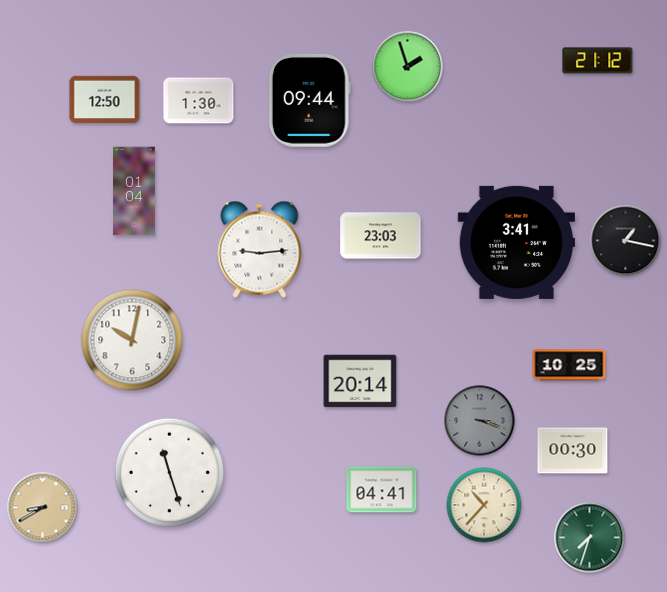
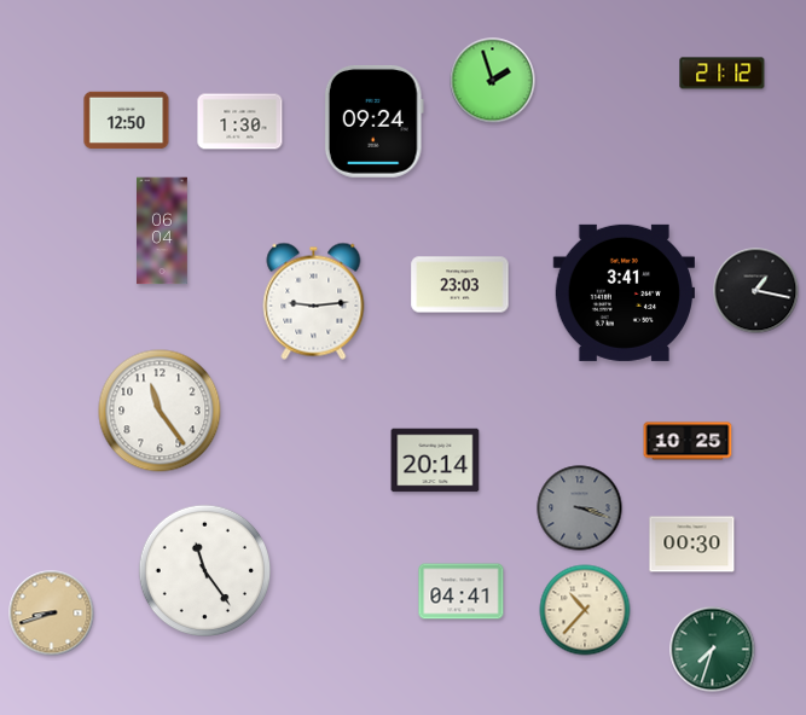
clock at (309, 100): 09:44 -> 09:24
clock at (134, 191): 01:04 -> 06:04
clock at (132, 340): 10:02 -> 11:24
clock at (170, 473): 11:27 -> 11:24
clock at (43, 508): 8:40 -> 8:42
